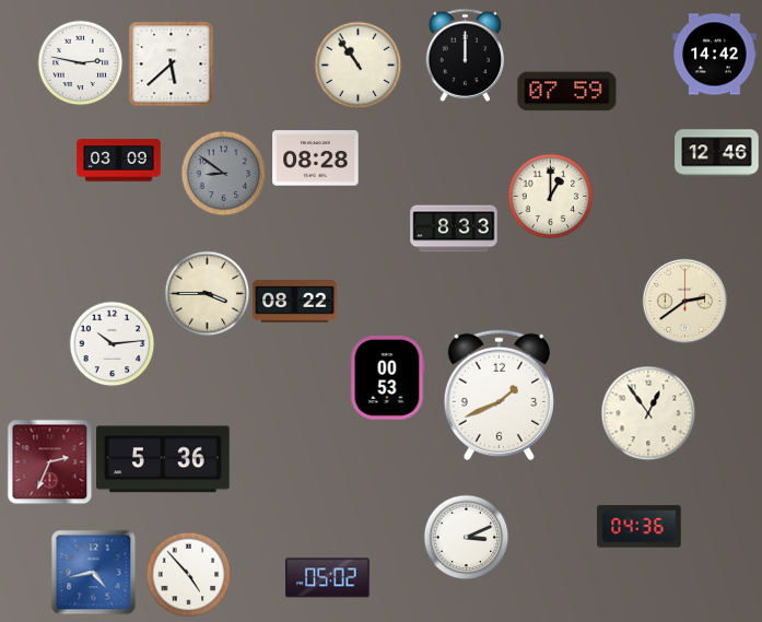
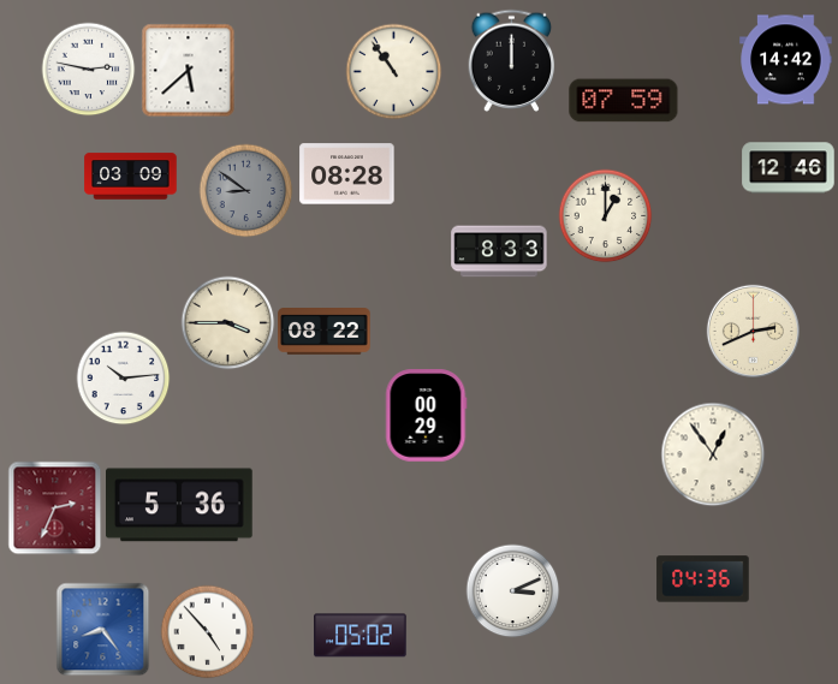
clock at (684, 301): 2:39 -> 2:41
clock at (388, 378): 00:53 -> 00:29
clock at (499, 396): 1:41 -> none
clock at (93, 572): 4:43 -> 8:24
